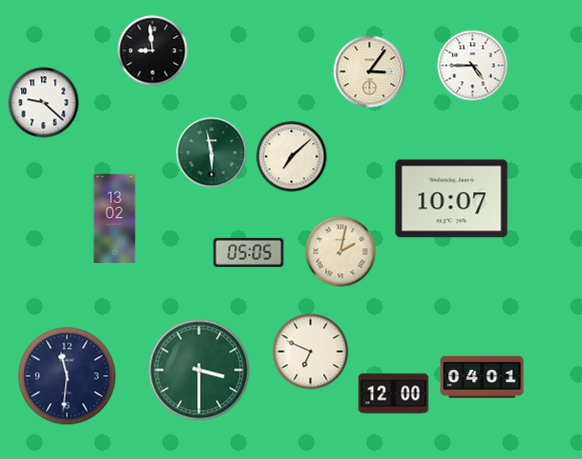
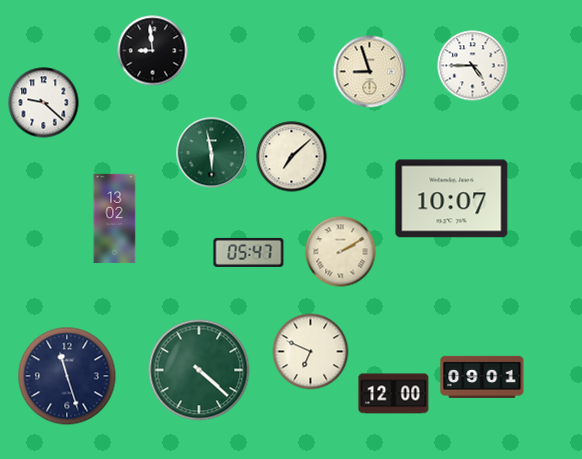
clock at (370, 72): 3:06 -> 8:57
clock at (249, 252): 05:05 -> 05:47
clock at (341, 252): 2:02 -> 2:10
clock at (199, 370): 3:30 -> 4:22
clock at (67, 376): 11:31 -> 11:27
clock at (482, 377): 04:01 -> 09:01
